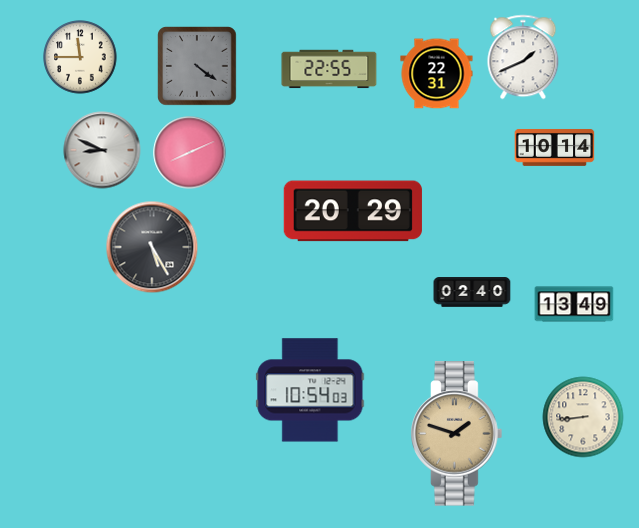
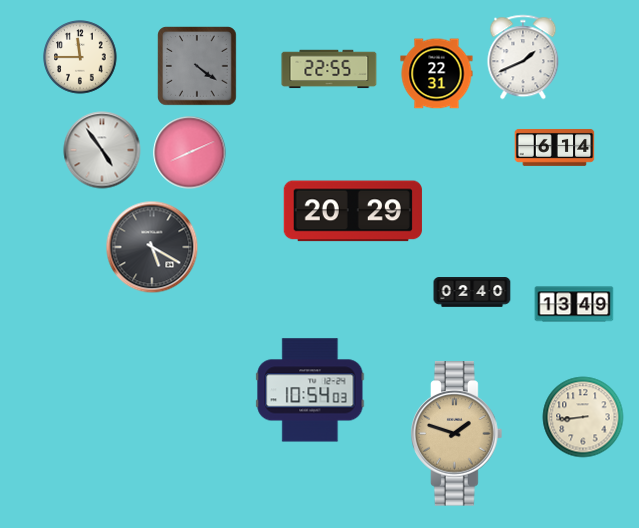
clock at (555, 147): 10:14 -> 6:14
clock at (102, 150): 8:49 -> 4:54
clock at (152, 247): 5:25 -> 5:20
